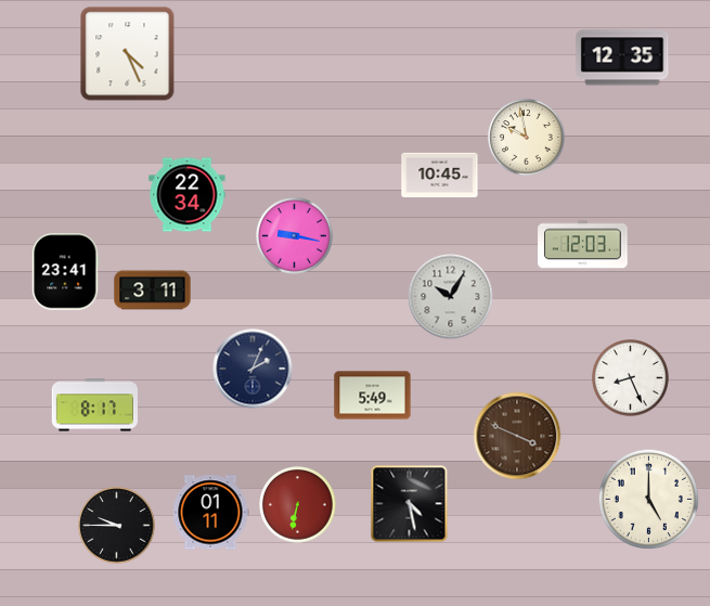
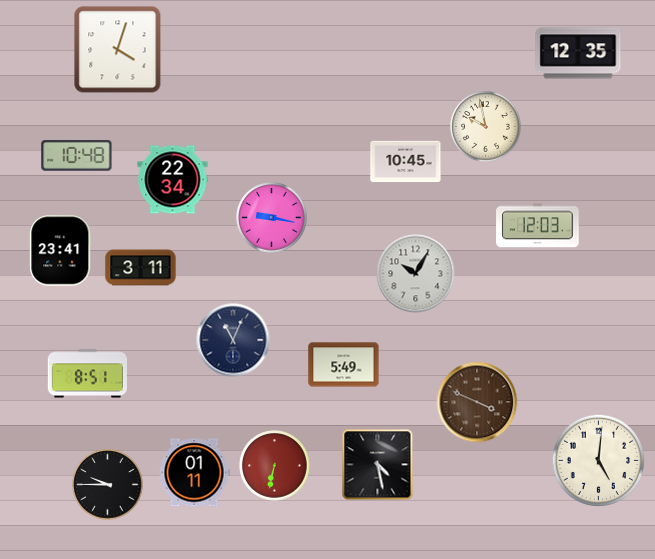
clock at (128, 54): 4:26 -> 4:03
clock at (622, 57) position: (622, 57) -> (578, 53)
clock at (77, 156): none -> 10:48
clock at (253, 369): 2:04 -> 11:04
clock at (631, 378): 8:26 -> none
clock at (94, 405): 8:17 -> 8:51
clock at (648, 499): 5:00 -> 5:01
